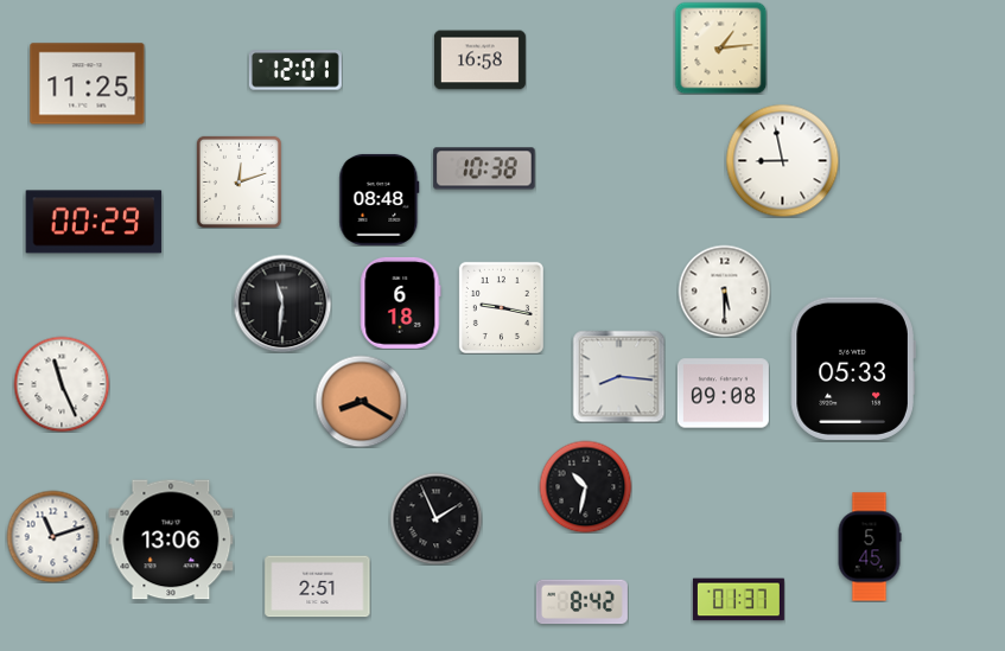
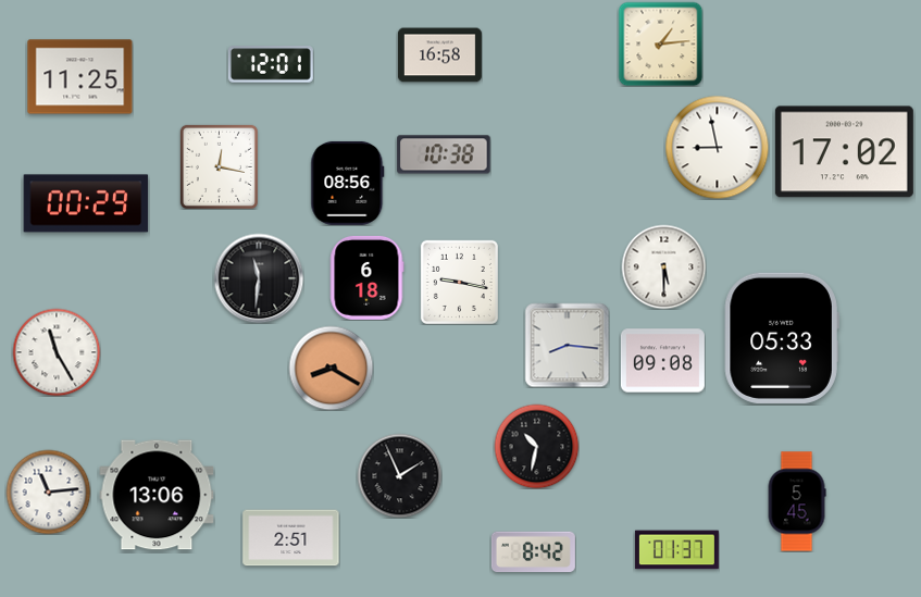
clock at (844, 152): none -> 17:02
clock at (238, 181): 12:12 -> 12:17
clock at (380, 199): 08:48 -> 08:56
clock at (62, 384): 11:26 -> 11:25
clock at (52, 536): 11:12 -> 11:14
